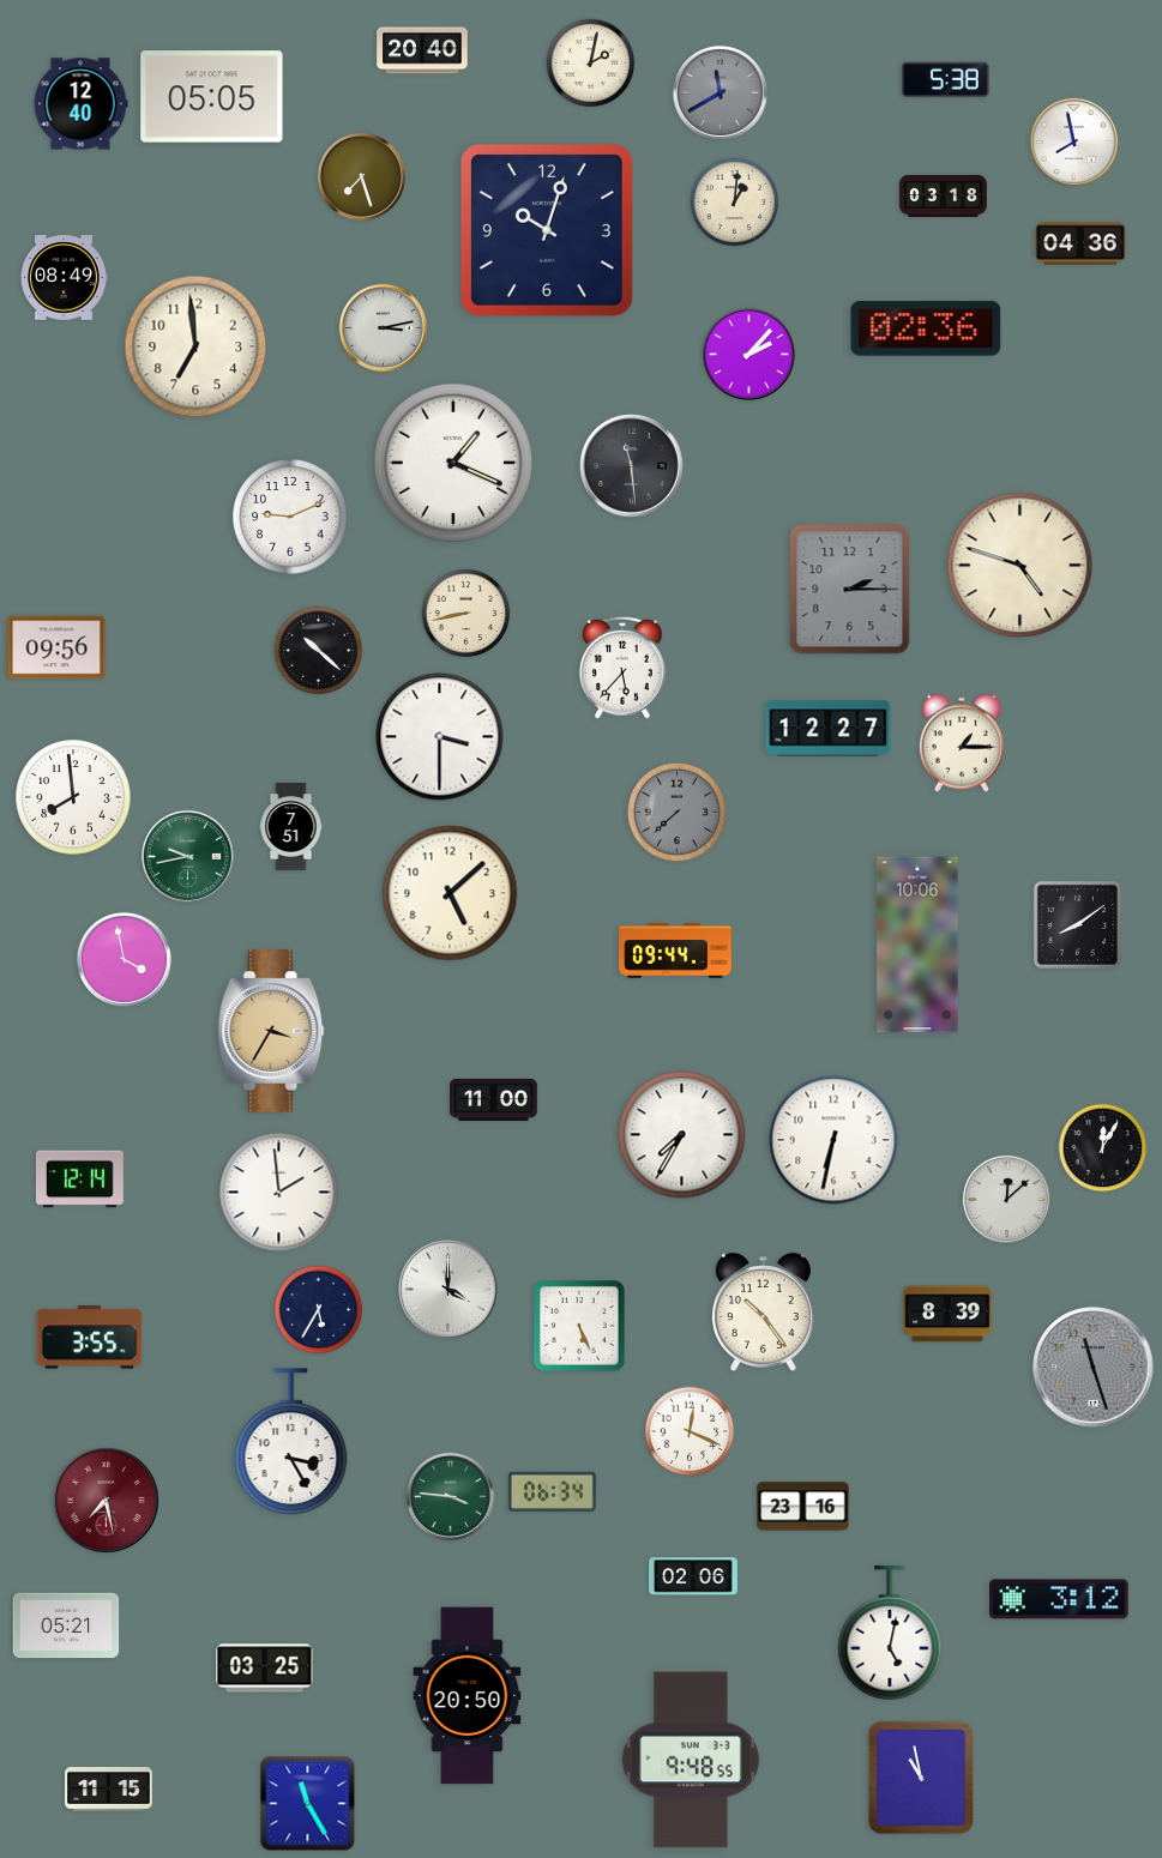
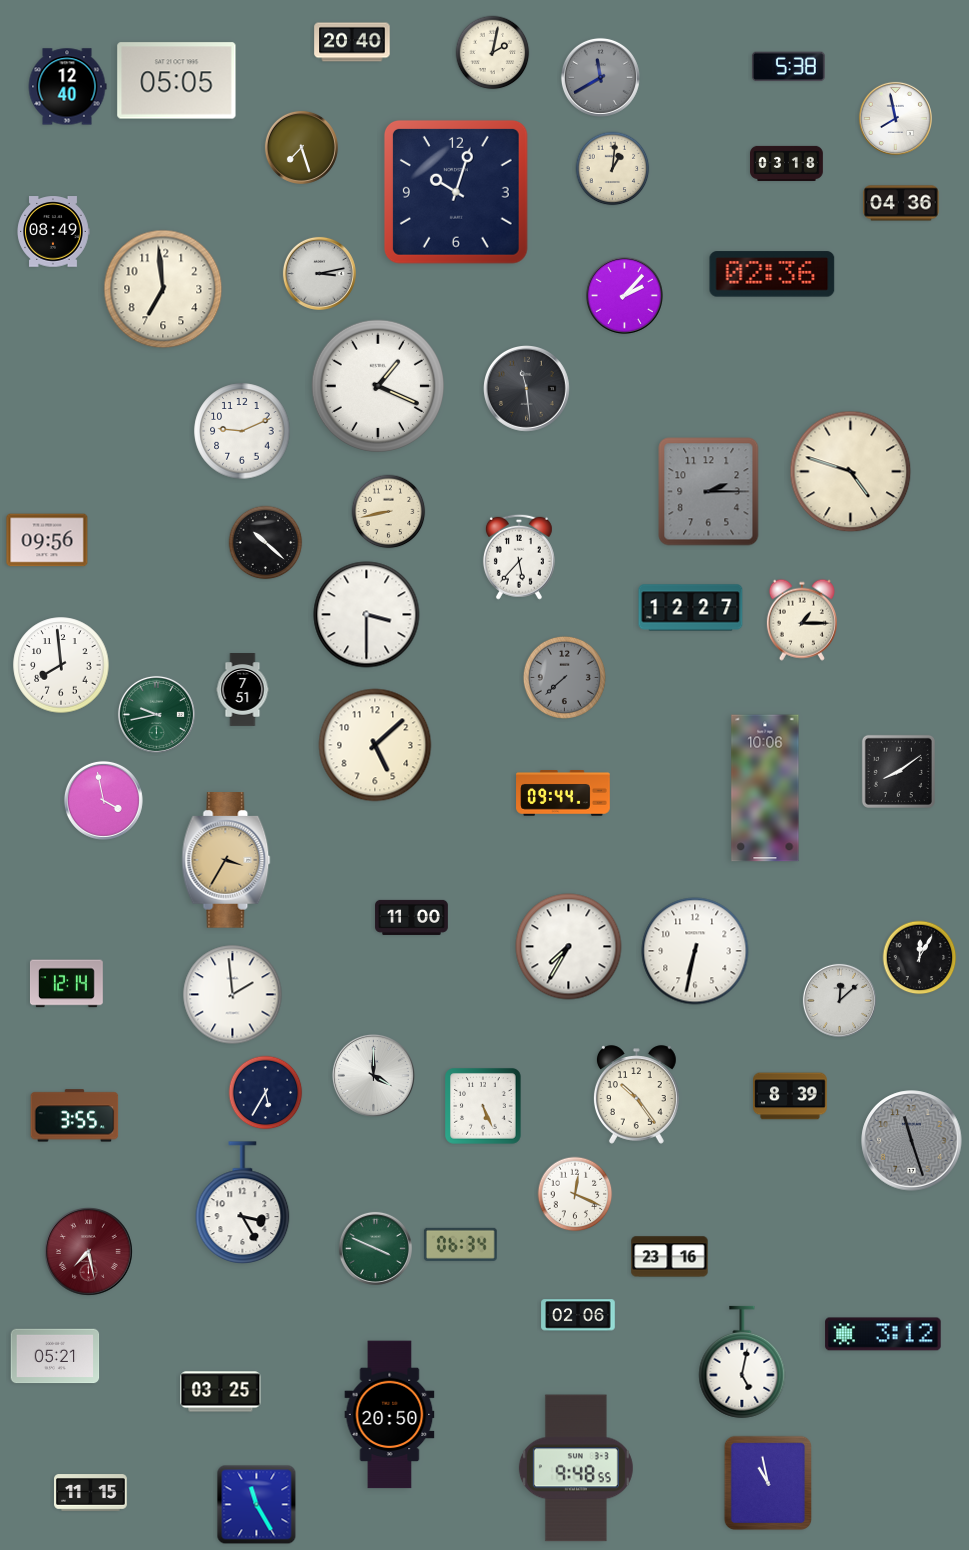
clock at (450, 1496): 3:46 -> 3:49
